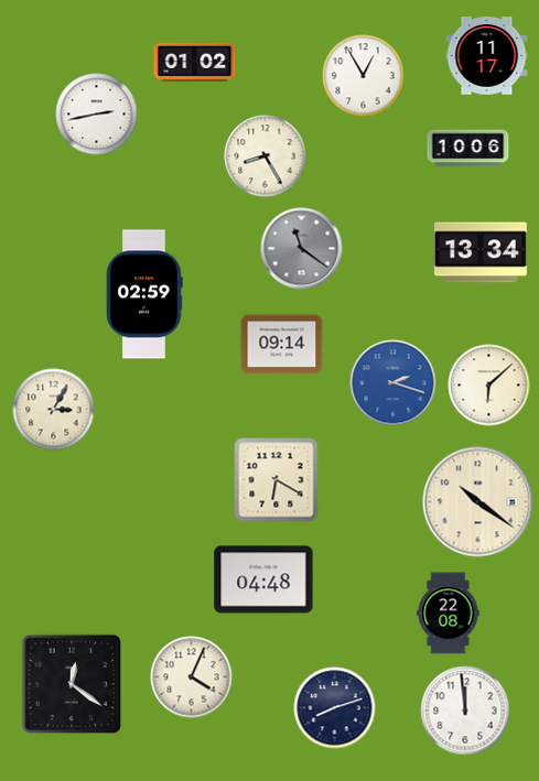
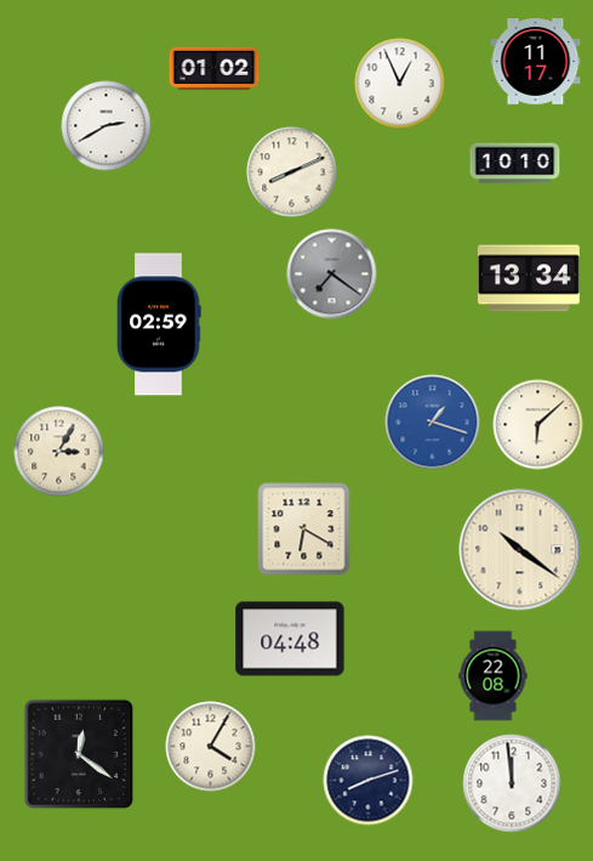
clock at (364, 76): 12:55 -> 12:56
clock at (97, 115): 2:43 -> 2:40
clock at (468, 149): 10:06 -> 10:10
clock at (266, 156): 8:25 -> 8:11
clock at (302, 249): 11:21 -> 7:21
clock at (282, 345): 09:14 -> none
clock at (394, 383): 2:18 -> 1:18
clock at (478, 502) position: (478, 502) -> (520, 550)
clock at (192, 677): 4:04 -> 4:05
